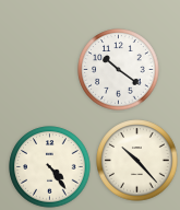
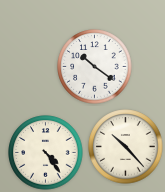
clock at (119, 70) position: (119, 70) -> (95, 67)
